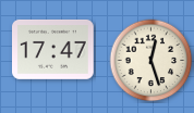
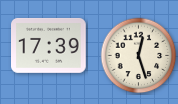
clock at (53, 49): 17:47 -> 17:39
